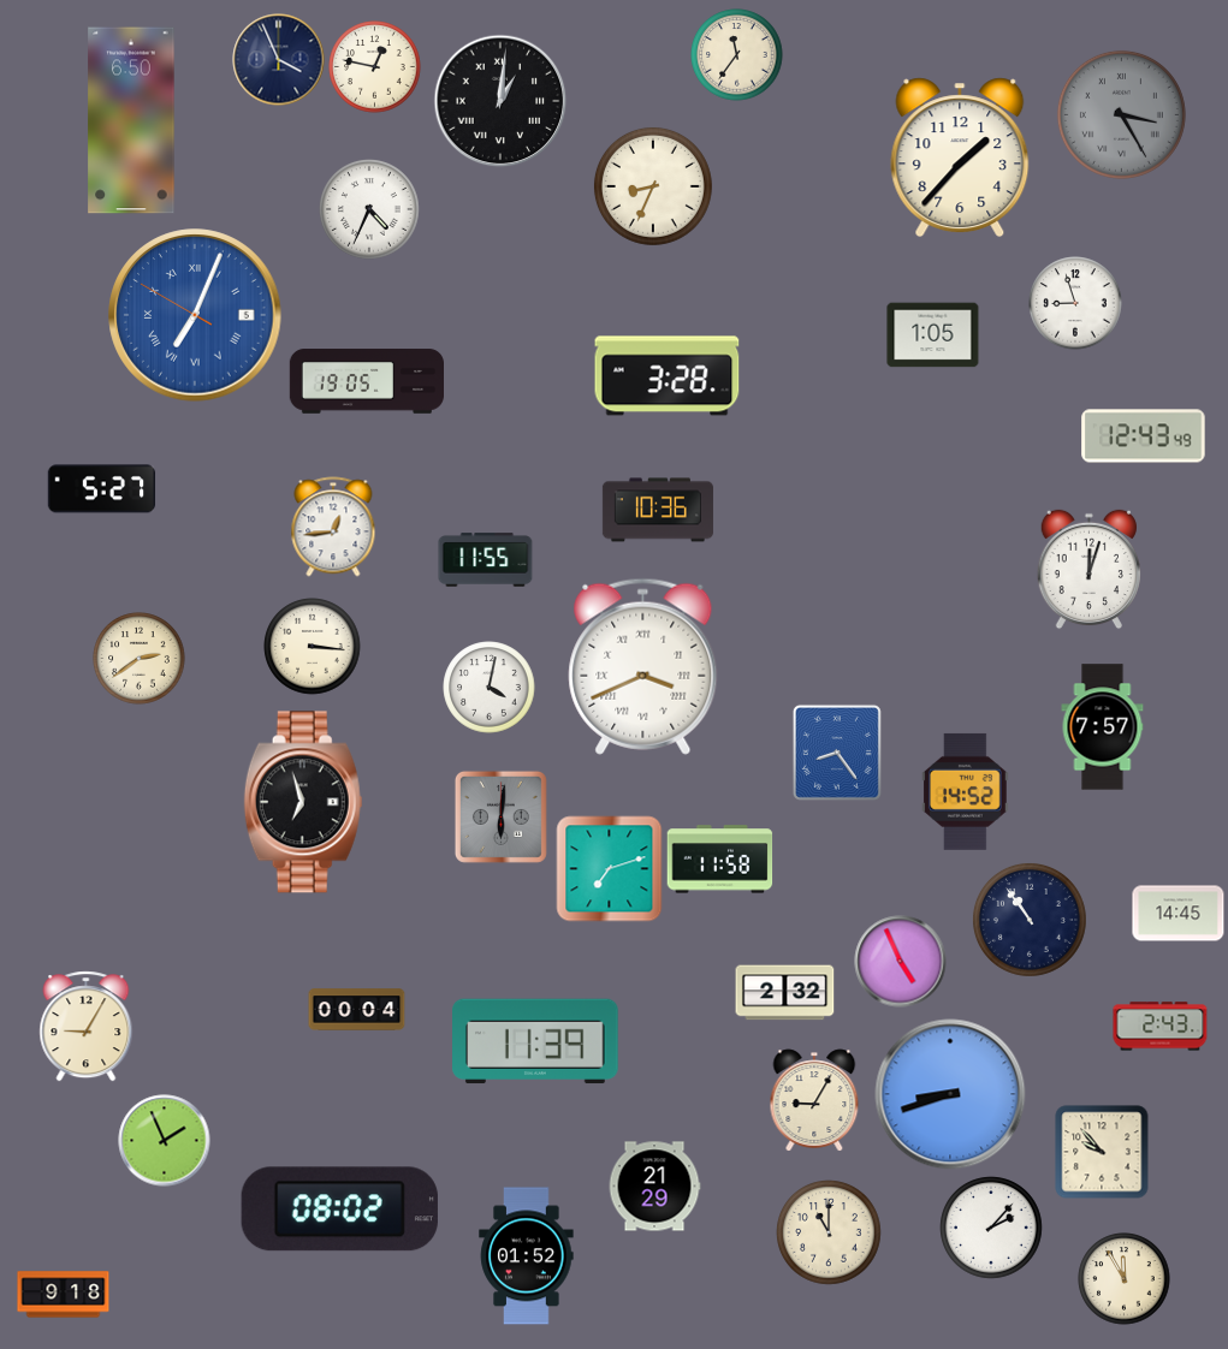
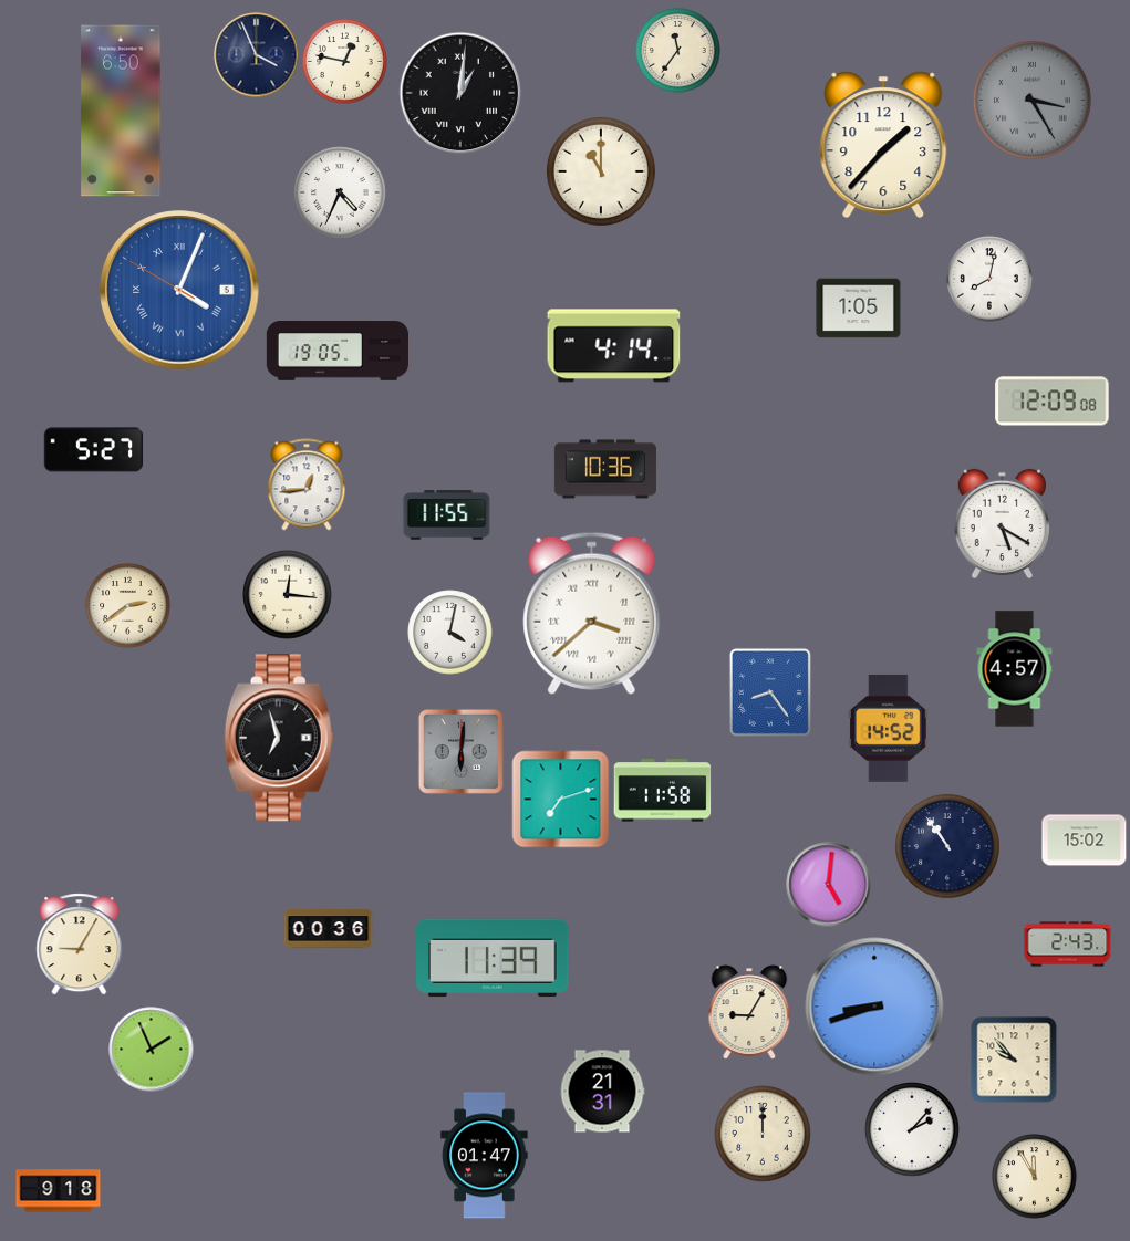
clock at (1121, 114) position: (1121, 114) -> (1031, 100)
clock at (653, 186): 8:34 -> 11:00
clock at (1075, 303): 8:57 -> 8:02
clock at (195, 315): 7:03 -> 4:03
clock at (668, 376): 3:28 -> 4:14
clock at (1144, 436): 12:43 -> 12:09
clock at (1088, 570): 12:03 -> 5:20
clock at (313, 647): 3:16 -> 12:16
clock at (643, 666): 3:41 -> 3:38
clock at (1103, 727): 7:57 -> 4:57
clock at (1179, 914): 14:45 -> 15:02
clock at (901, 962): 4:56 -> 5:01
clock at (785, 993): 2:32 -> none
clock at (357, 1010): 00:04 -> 00:36
clock at (654, 1187): 21:29 -> 21:31
clock at (339, 1210): 08:02 -> none
clock at (830, 1234): 11:00 -> 12:00
clock at (527, 1256): 01:52 -> 01:47
